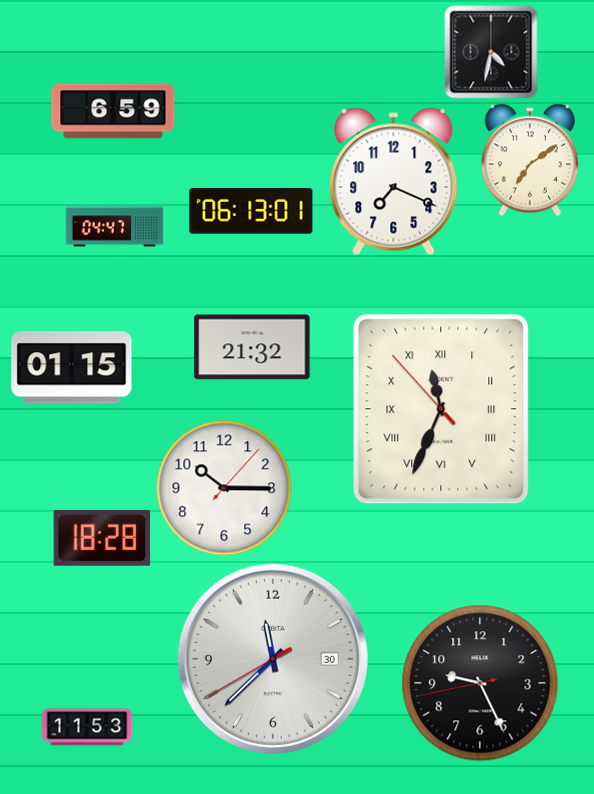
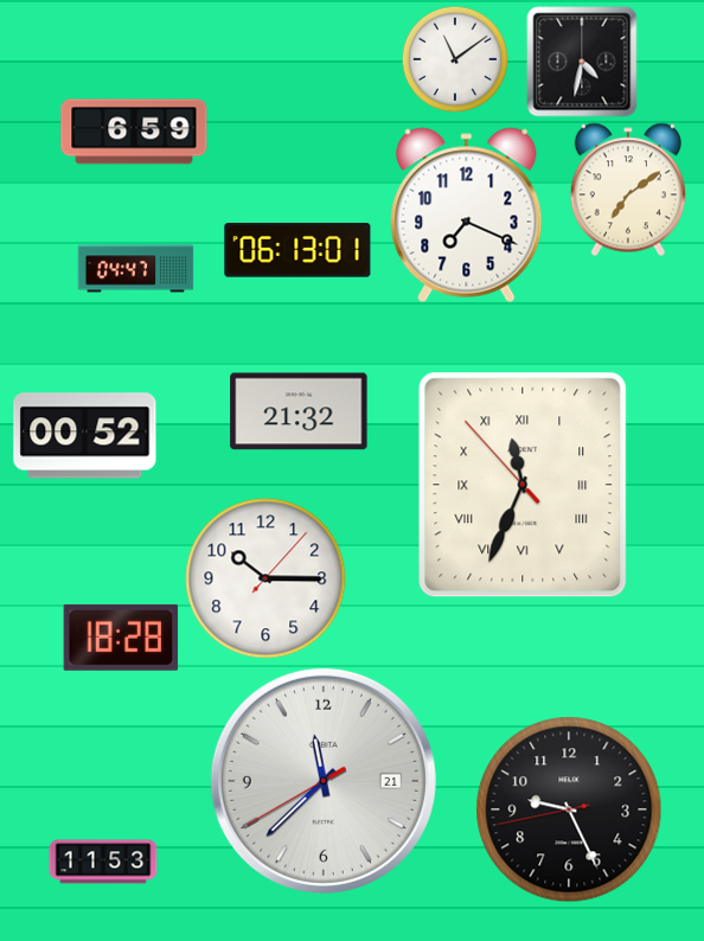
clock at (455, 59): none -> 11:09
clock at (72, 368): 01:15 -> 00:52
clock at (273, 659) date: 30 -> 21
